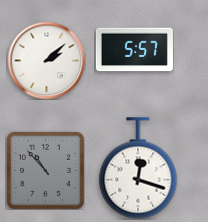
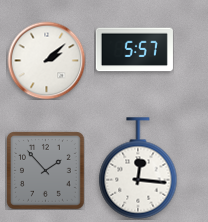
clock at (138, 168): 12:18 -> 12:16
clock at (46, 171): 10:53 -> 1:53
